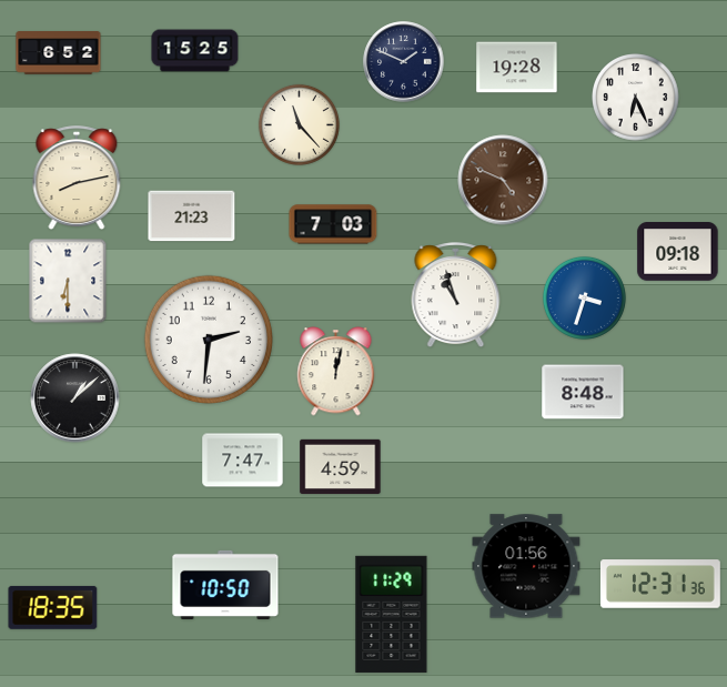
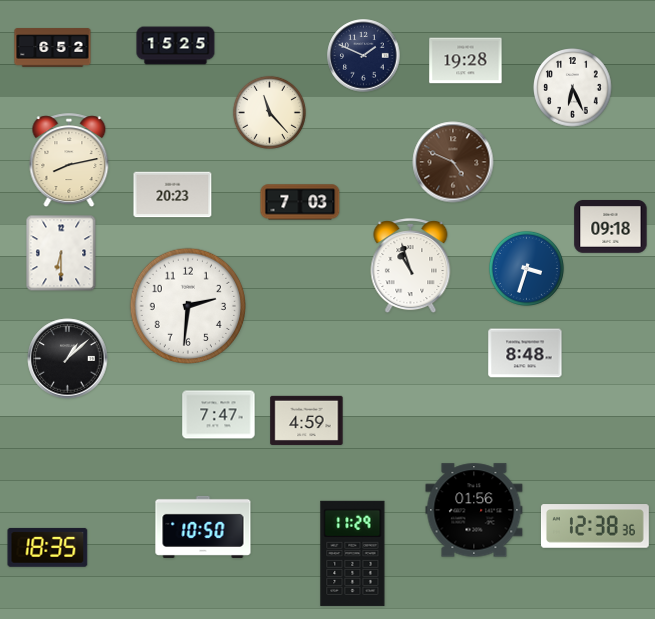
clock at (192, 216): 21:23 -> 20:23
clock at (336, 372): 12:02 -> none
clock at (660, 584): 12:31 -> 12:38
